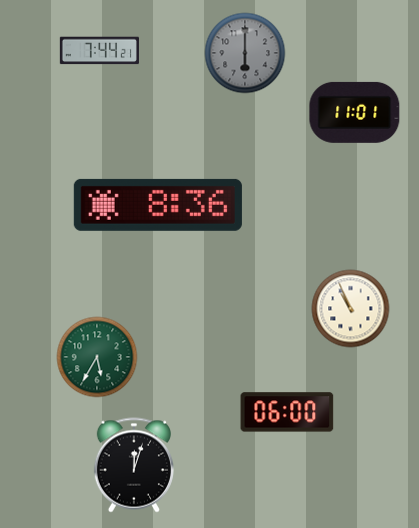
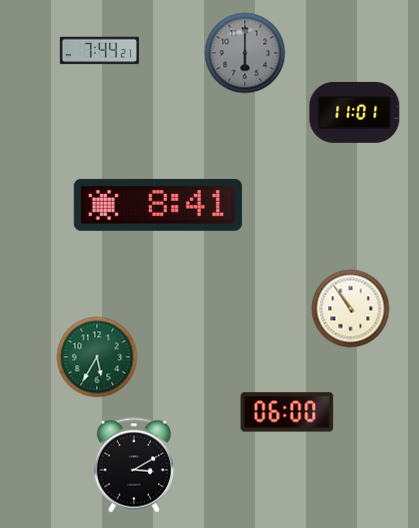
clock at (158, 205): 8:36 -> 8:41
clock at (351, 309): 10:56 -> 10:54
clock at (134, 465): 12:03 -> 3:10
